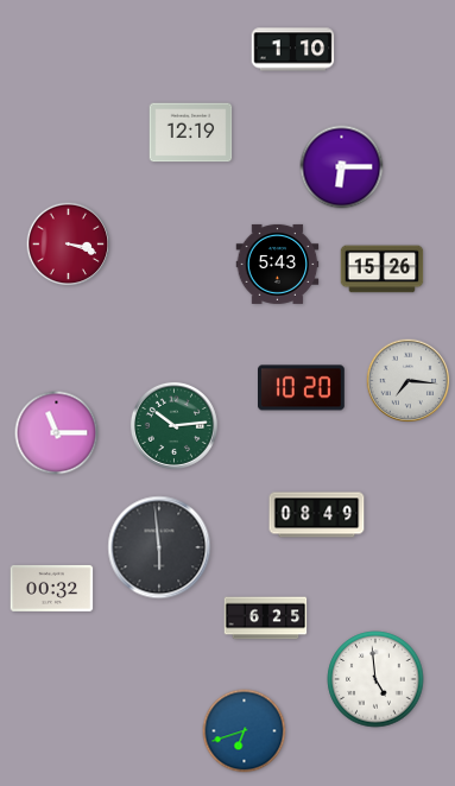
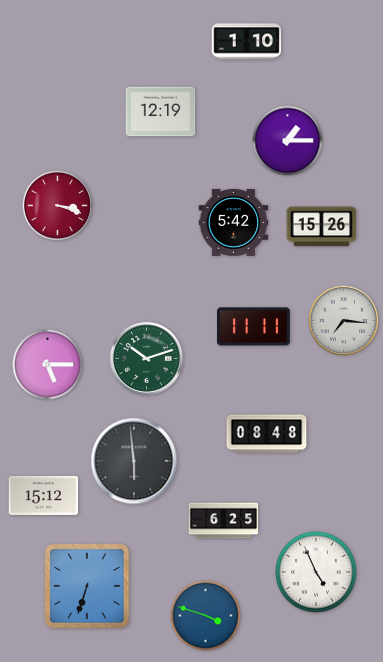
clock at (342, 167): 6:15 -> 1:15
clock at (278, 264): 5:43 -> 5:42
clock at (302, 388): 10:20 -> 11:11
clock at (173, 425): 10:14 -> 10:12
clock at (57, 433): 11:15 -> 5:15
clock at (317, 515): 08:49 -> 08:48
clock at (52, 588): 00:32 -> 15:12
clock at (375, 679): 4:59 -> 4:56
clock at (87, 586): none -> 6:33
clock at (245, 731): 6:42 -> 3:48
